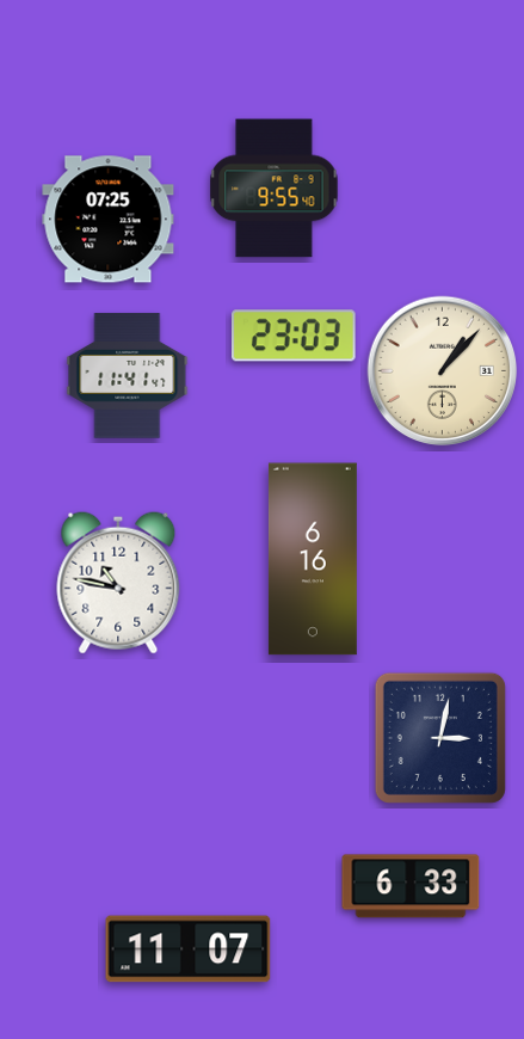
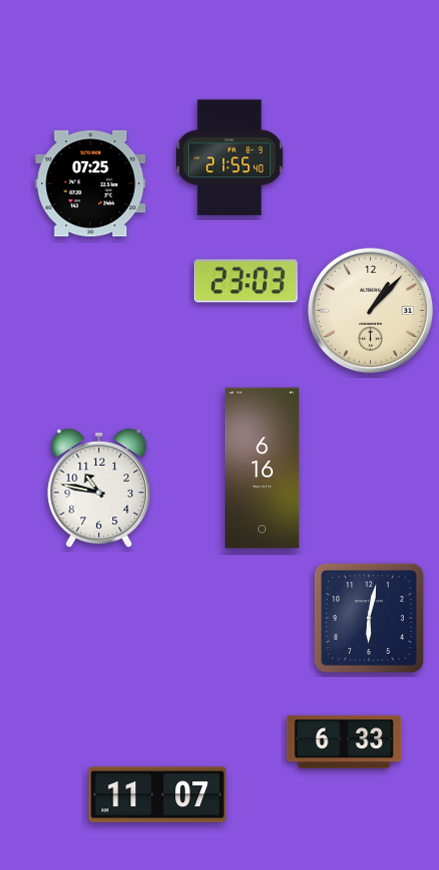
clock at (275, 189): 9:55 -> 21:55
clock at (128, 376): 11:41 -> none
clock at (440, 738): 3:02 -> 6:02
